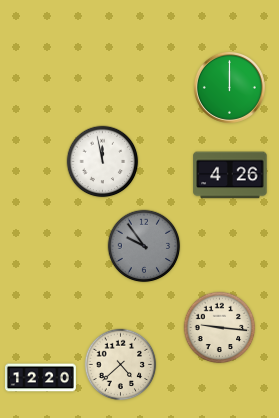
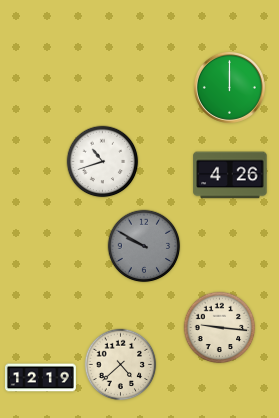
clock at (103, 162): 11:58 -> 10:42
clock at (144, 246): 9:54 -> 9:50
clock at (40, 378): 12:20 -> 12:19
